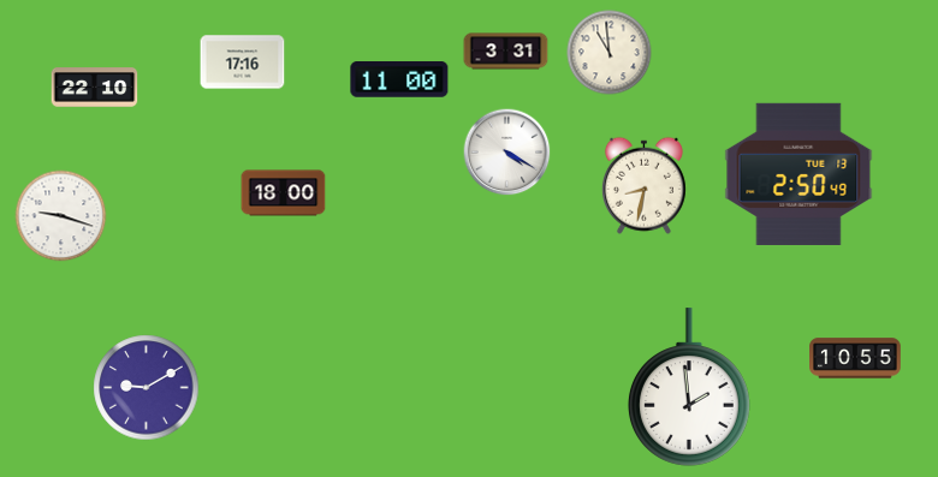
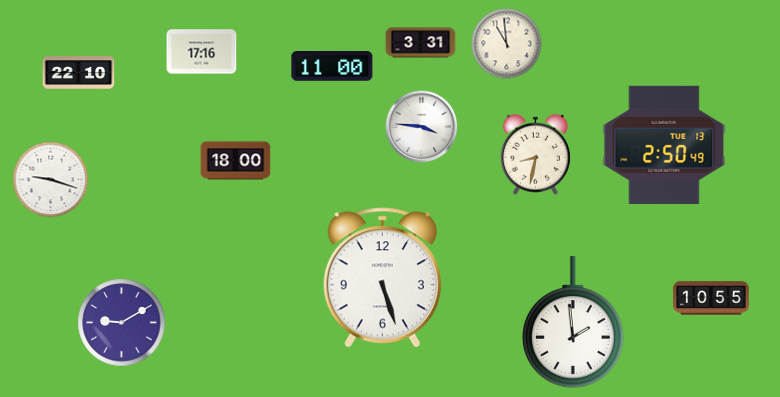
clock at (507, 153): 4:20 -> 3:46
clock at (382, 278): none -> 5:27
